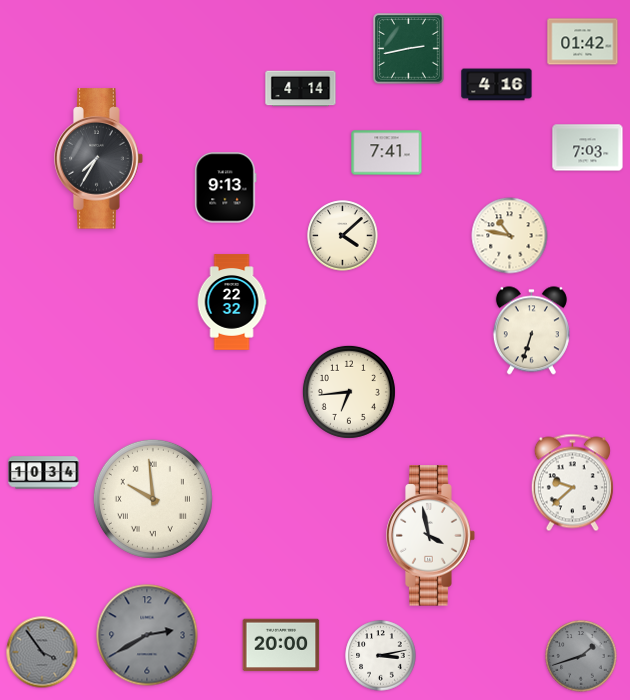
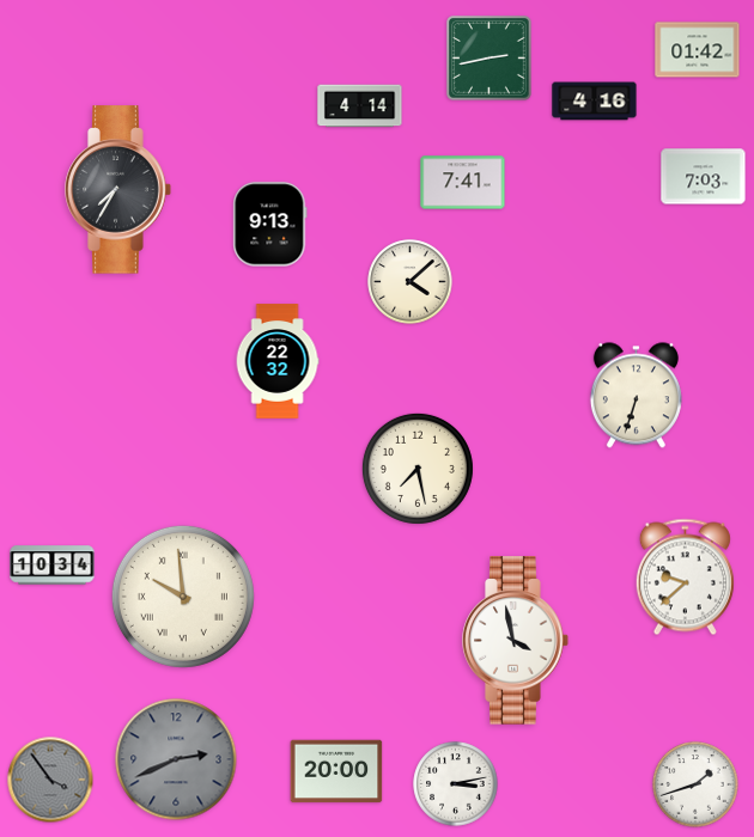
clock at (510, 236): 10:47 -> none
clock at (349, 392): 6:44 -> 7:28
clock at (147, 635): 2:40 -> 2:41
clock at (581, 656) dial: grey -> white
